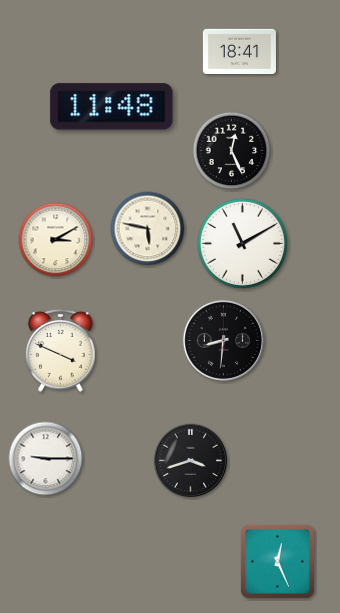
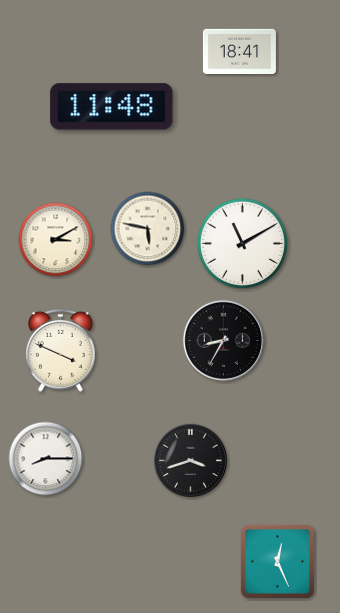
clock at (232, 151): 12:26 -> none
clock at (223, 340): 8:31 -> 8:35
clock at (46, 459): 9:15 -> 8:15
